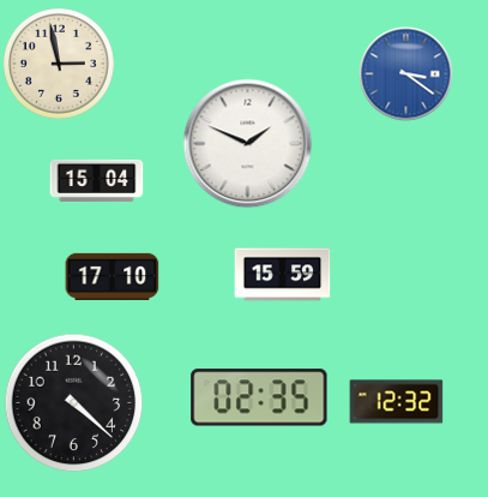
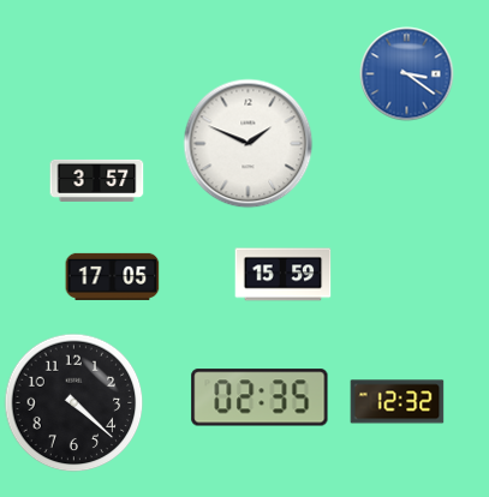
clock at (59, 64): 2:58 -> none
clock at (96, 180): 15:04 -> 3:57
clock at (112, 276): 17:10 -> 17:05
